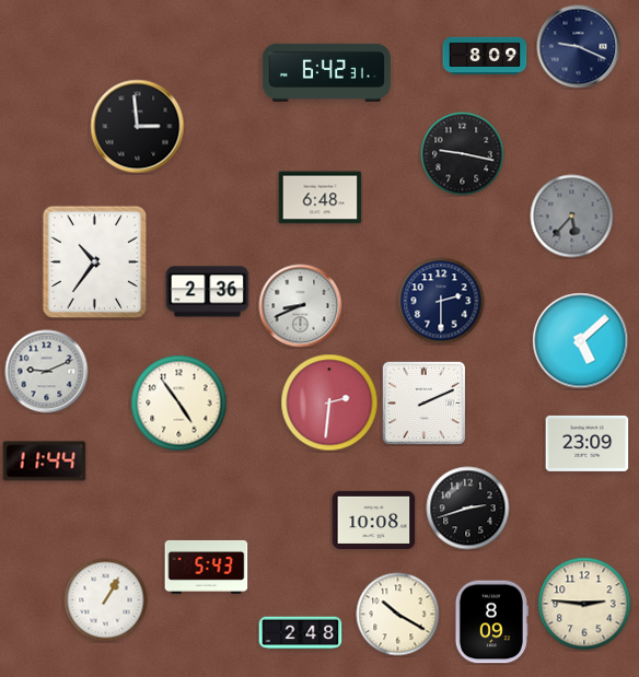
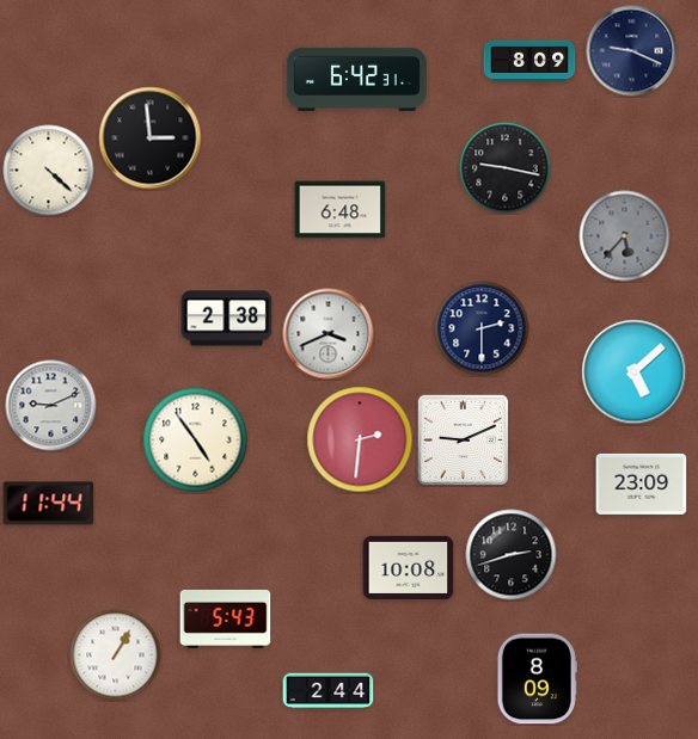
clock at (49, 171): none -> 4:22
clock at (321, 198) position: (321, 198) -> (341, 210)
clock at (95, 262): 10:36 -> none
clock at (208, 292): 2:36 -> 2:38
clock at (301, 306): 8:41 -> 3:41
clock at (423, 402): 2:11 -> 9:11
clock at (584, 604): 2:46 -> none
clock at (398, 615): 10:20 -> none
clock at (301, 633): 2:48 -> 2:44
